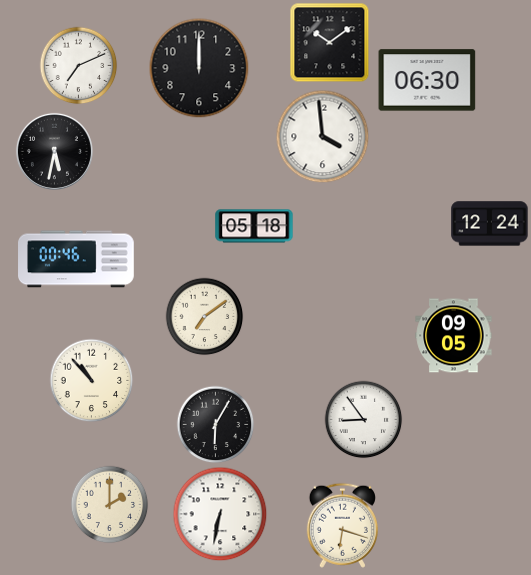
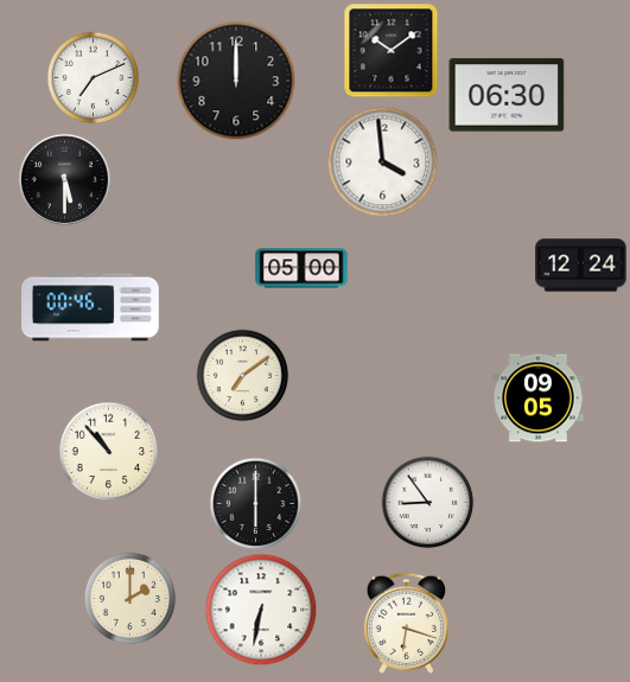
clock at (54, 151): 5:32 -> 5:30
clock at (254, 226): 05:18 -> 05:00
clock at (363, 419) position: (363, 419) -> (427, 502)
clock at (215, 424): 6:05 -> 6:00
